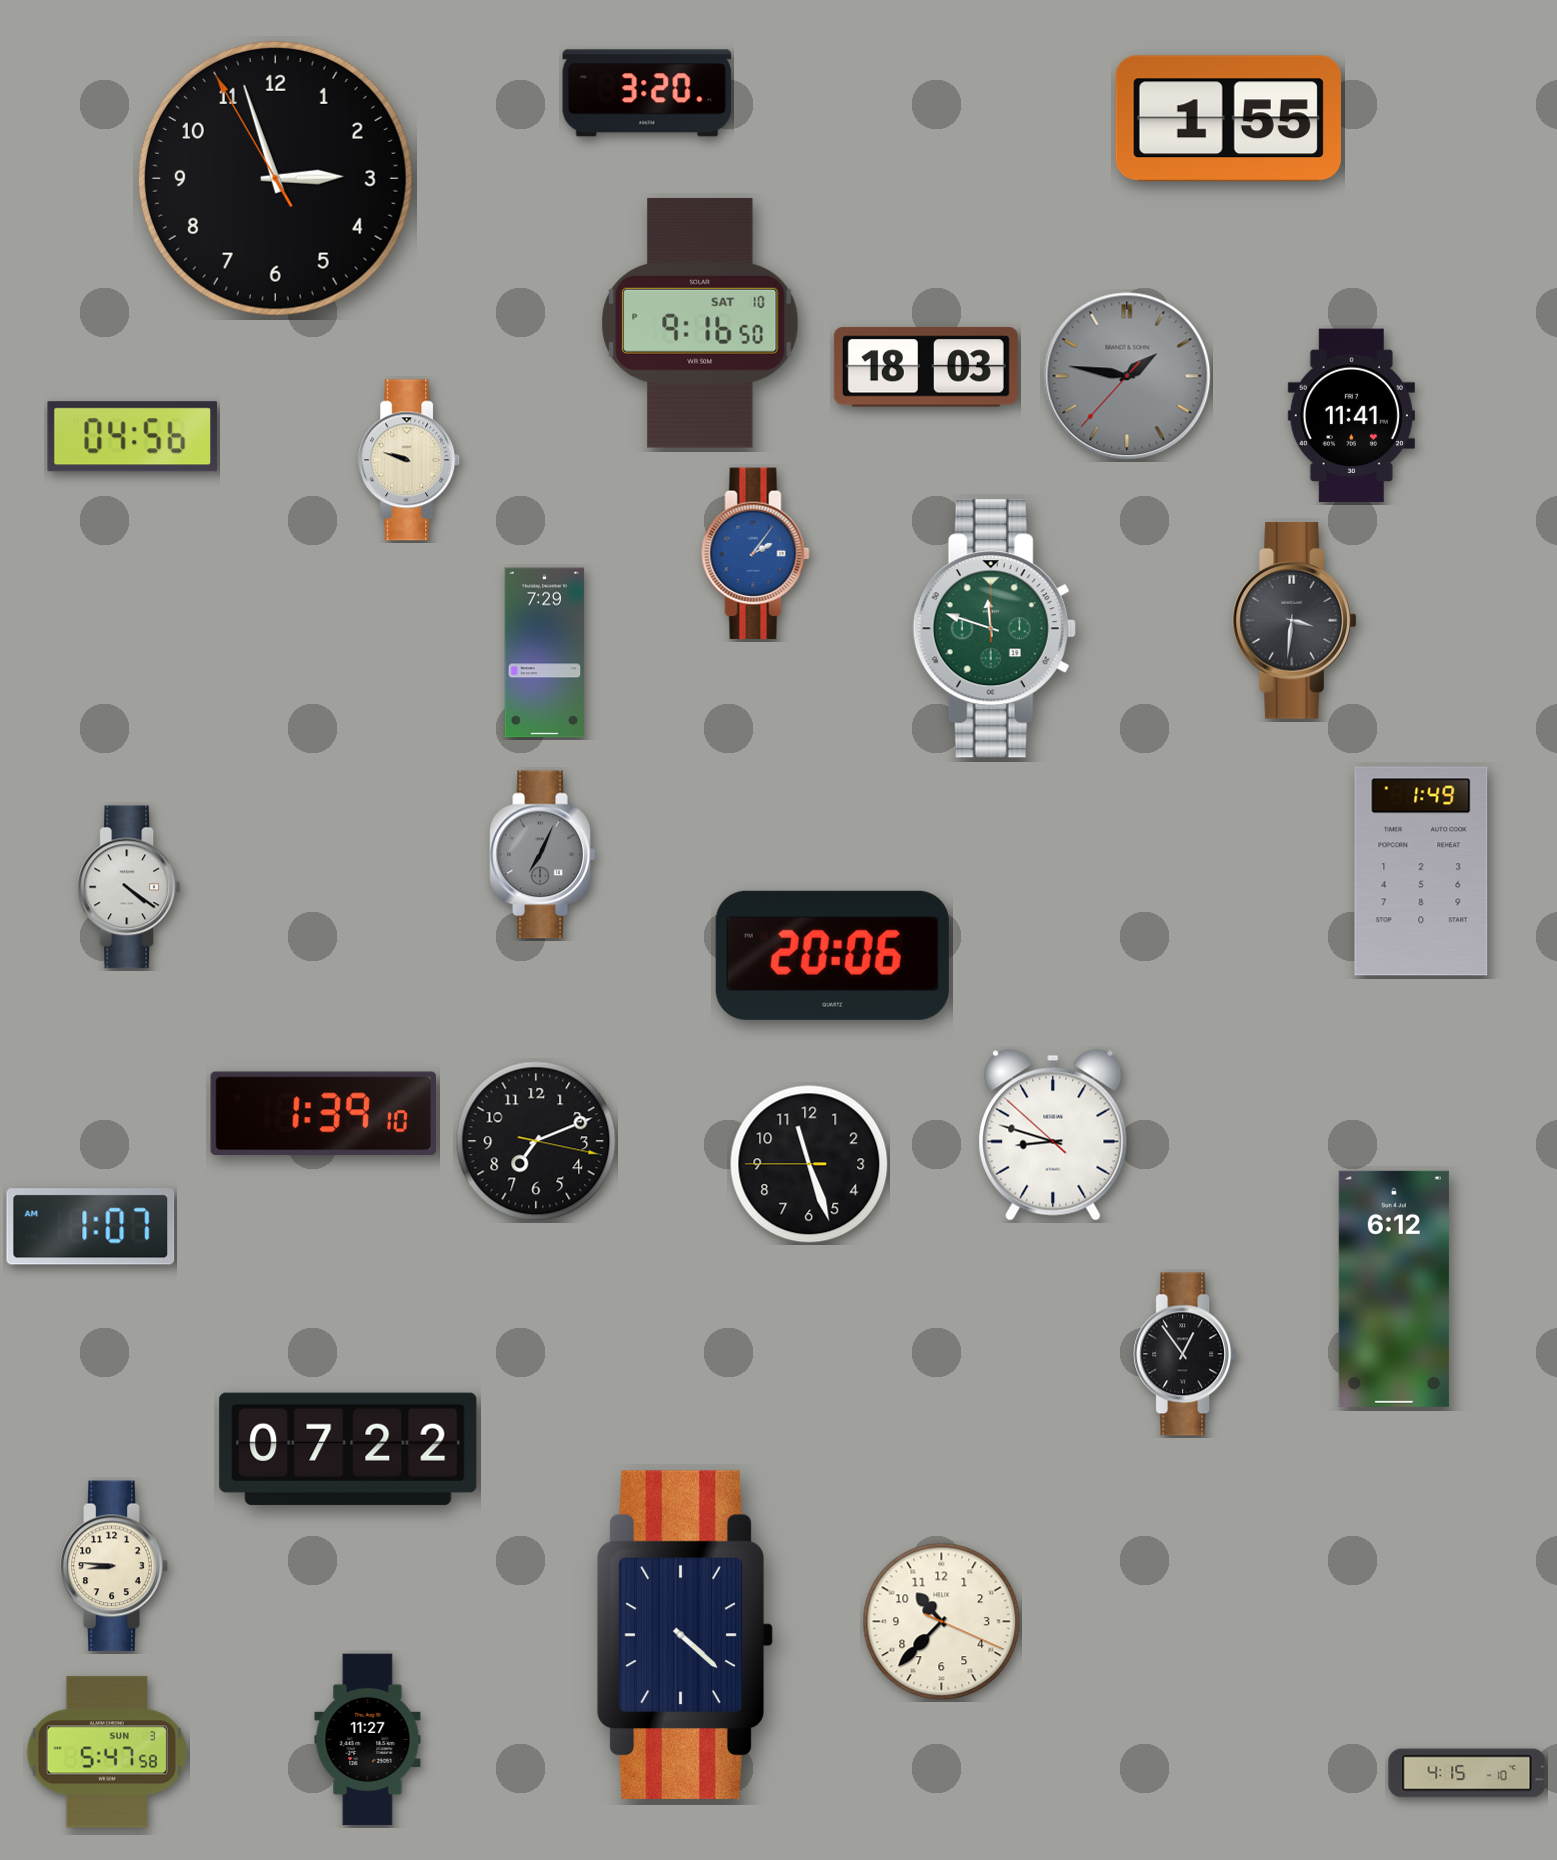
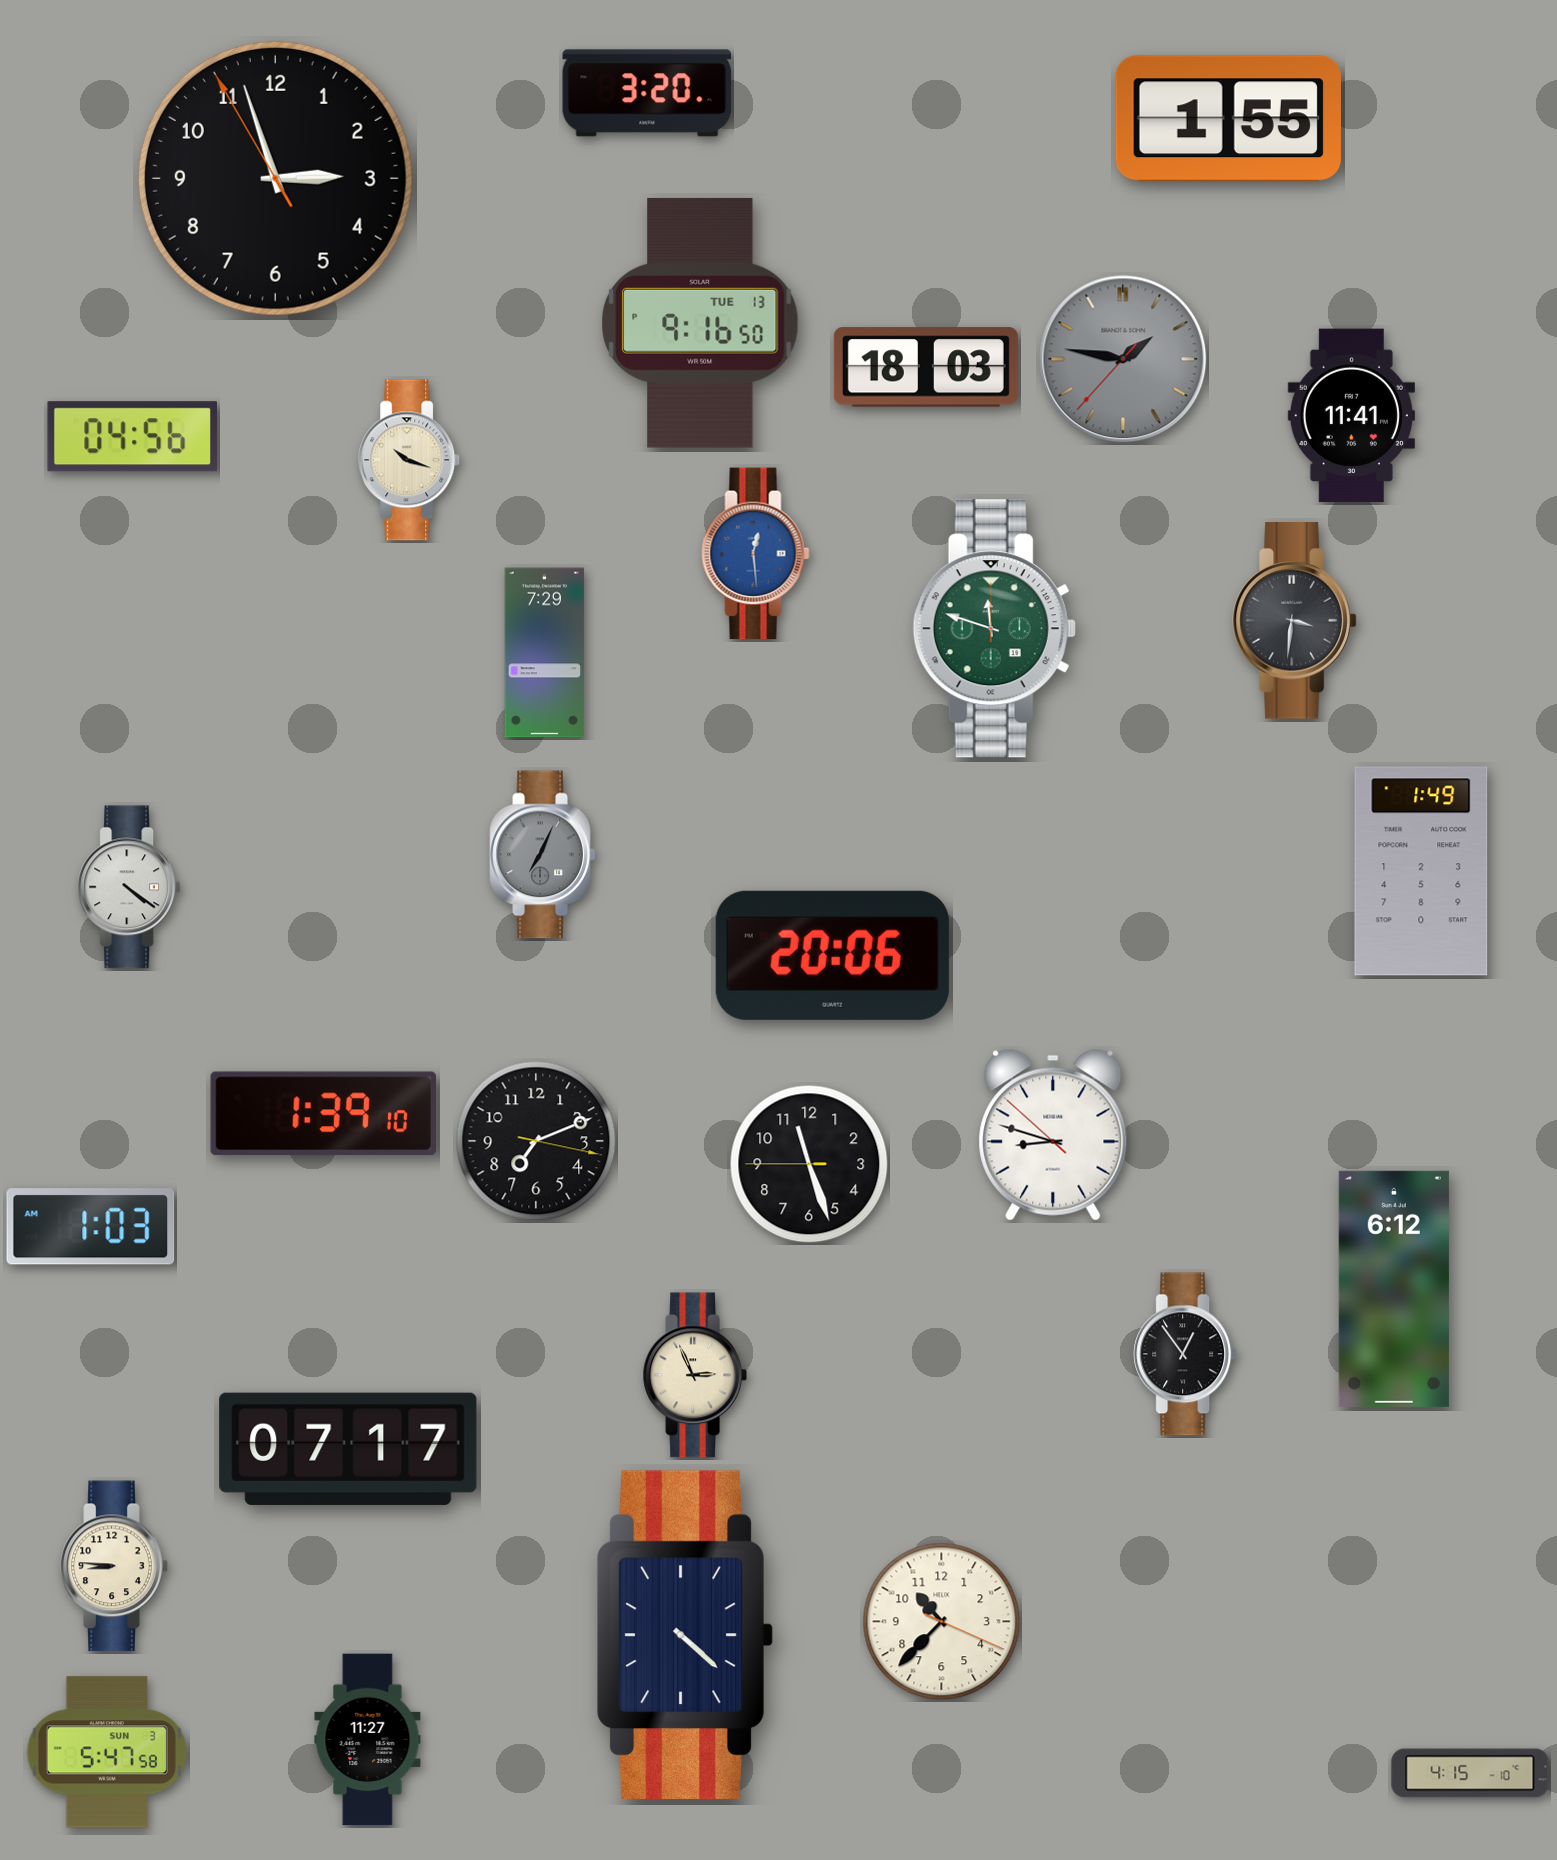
clock at (700, 323) date: SAT 10 -> TUE 13
clock at (1127, 376) position: (1127, 376) -> (1123, 359)
clock at (410, 460): 9:48 -> 10:18
clock at (756, 554): 2:06 -> 12:29
clock at (91, 1227): 1:07 -> 1:03
clock at (694, 1375): none -> 2:56
clock at (348, 1449): 07:22 -> 07:17
clock at (1467, 1773) position: (1467, 1773) -> (1470, 1773)
